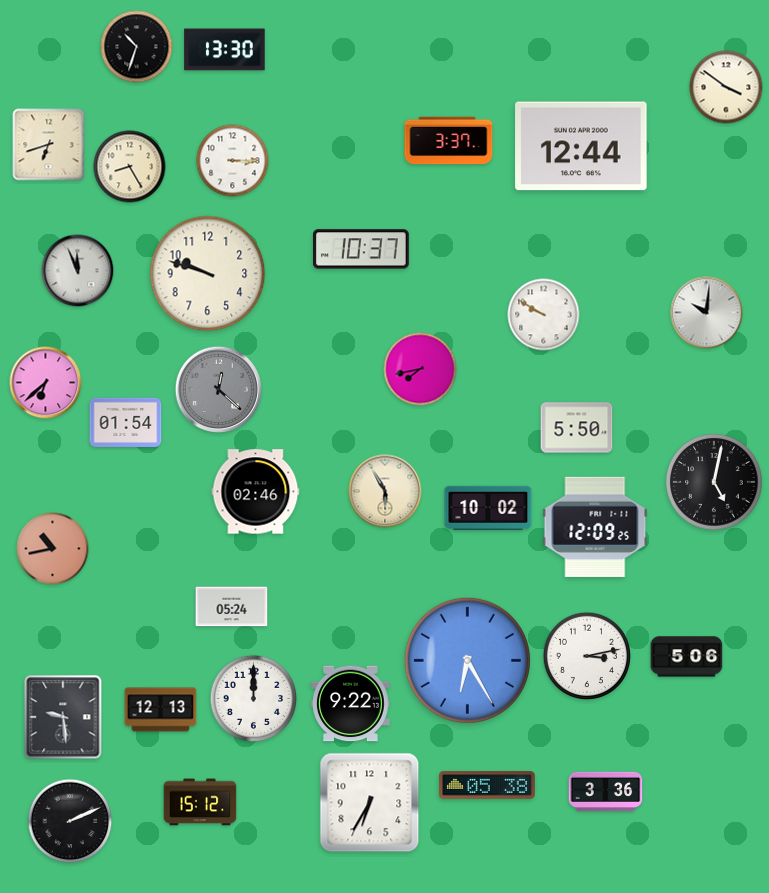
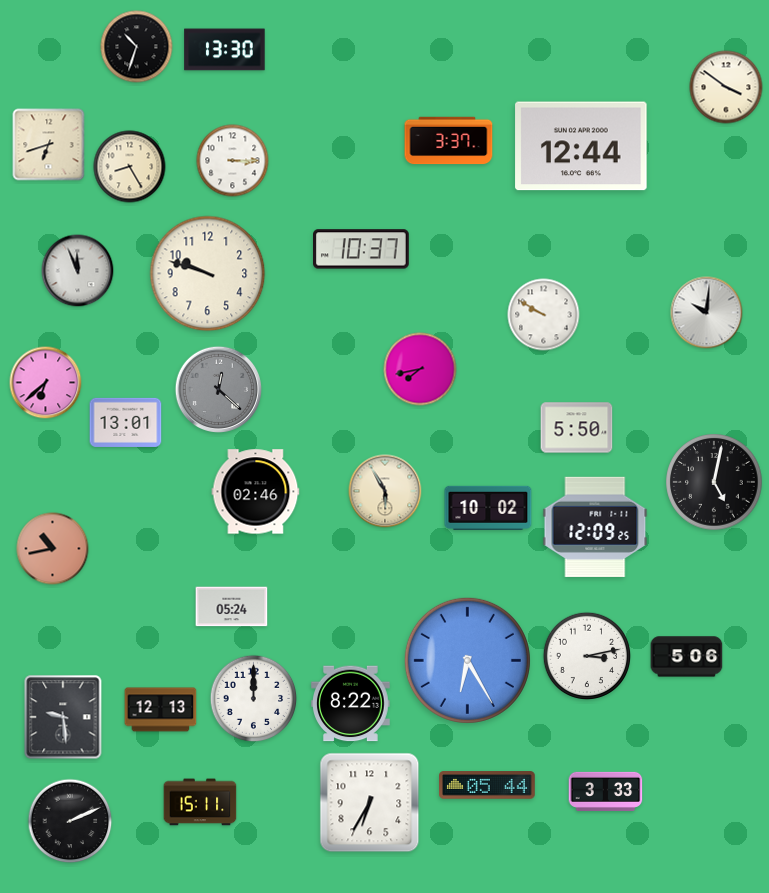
clock at (126, 422): 01:54 -> 13:01
clock at (351, 704): 9:22 -> 8:22
clock at (488, 785): 05:38 -> 05:44
clock at (606, 791): 3:36 -> 3:33
clock at (200, 802): 15:12 -> 15:11
